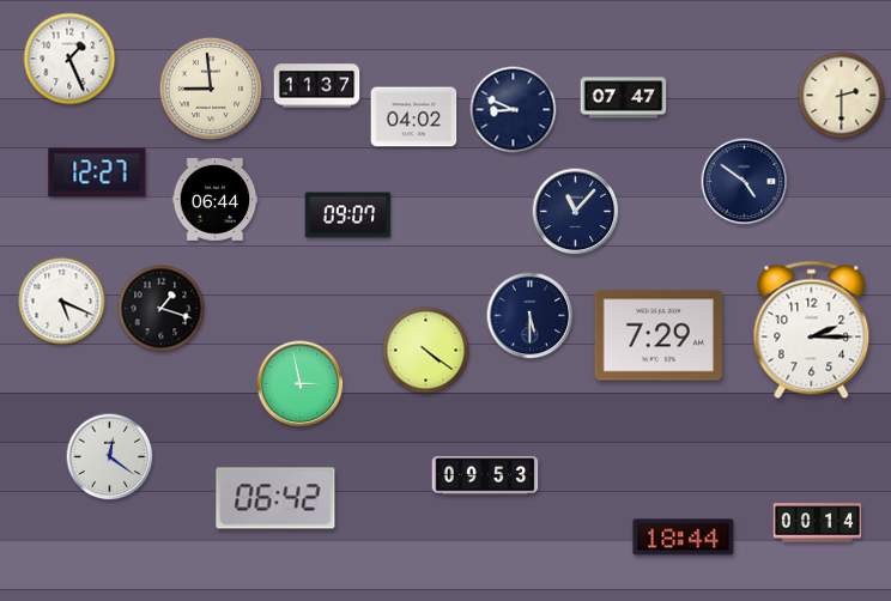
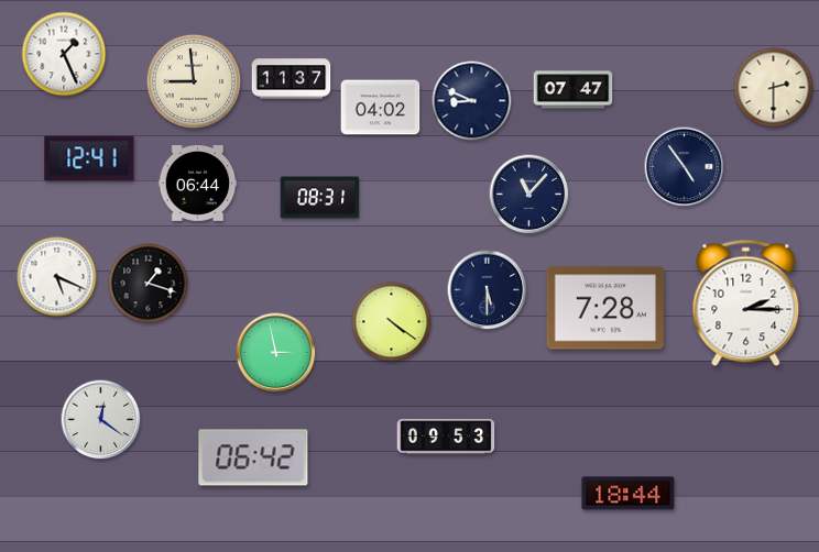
clock at (97, 172): 12:27 -> 12:41
clock at (745, 182): 4:51 -> 4:54
clock at (348, 215): 09:07 -> 08:31
clock at (657, 335): 7:29 -> 7:28
clock at (818, 523): 00:14 -> none
